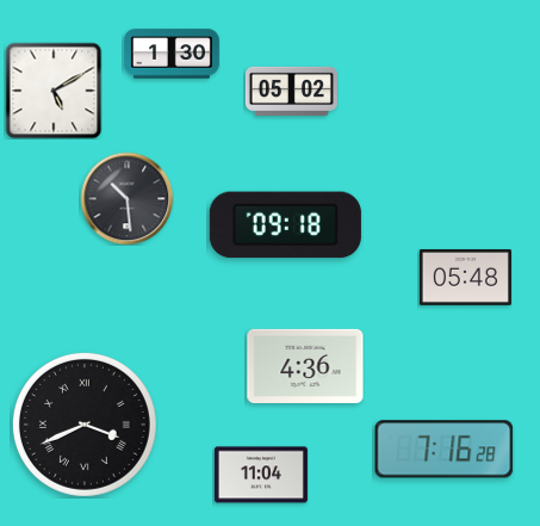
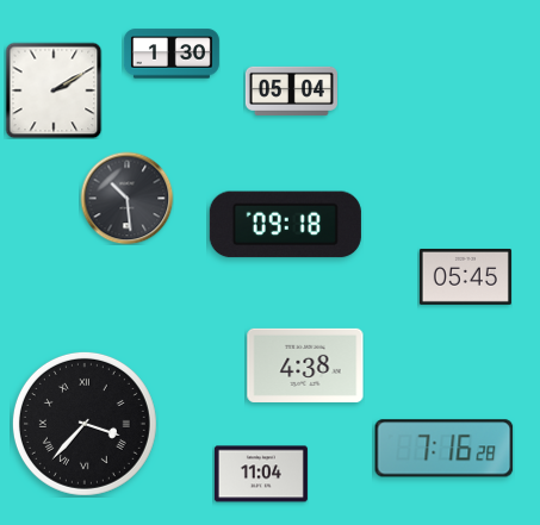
clock at (54, 91): 5:10 -> 2:10
clock at (291, 91): 05:02 -> 05:04
clock at (465, 277): 05:48 -> 05:45
clock at (305, 366): 4:36 -> 4:38
clock at (85, 425): 3:41 -> 3:37
